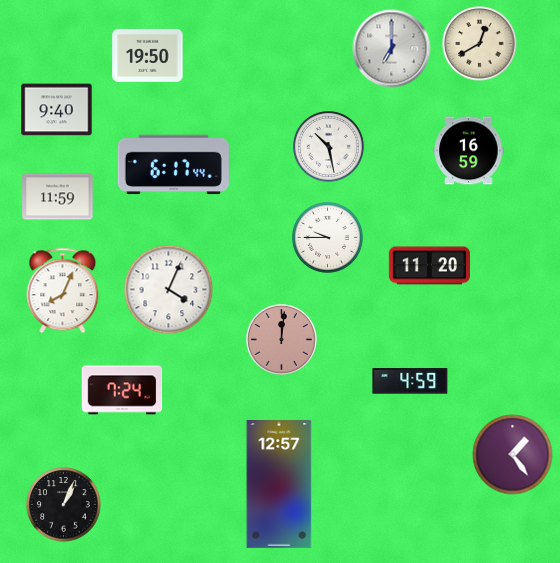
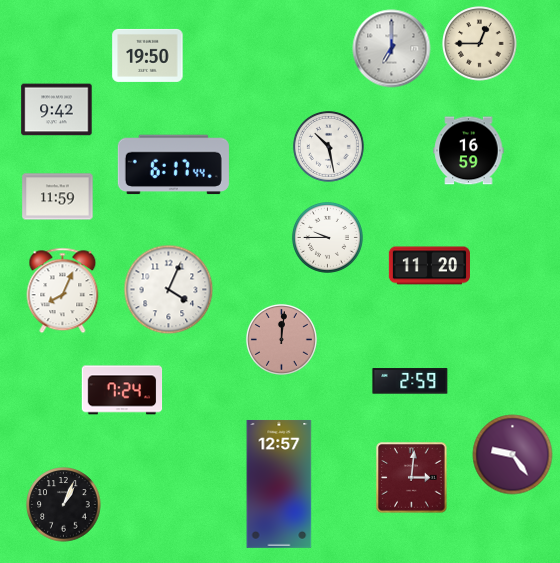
clock at (480, 44): 12:40 -> 12:45
clock at (57, 110): 9:40 -> 9:42
clock at (410, 381): 4:59 -> 2:59
clock at (513, 455): 1:24 -> 9:24
clock at (412, 478): none -> 3:01
